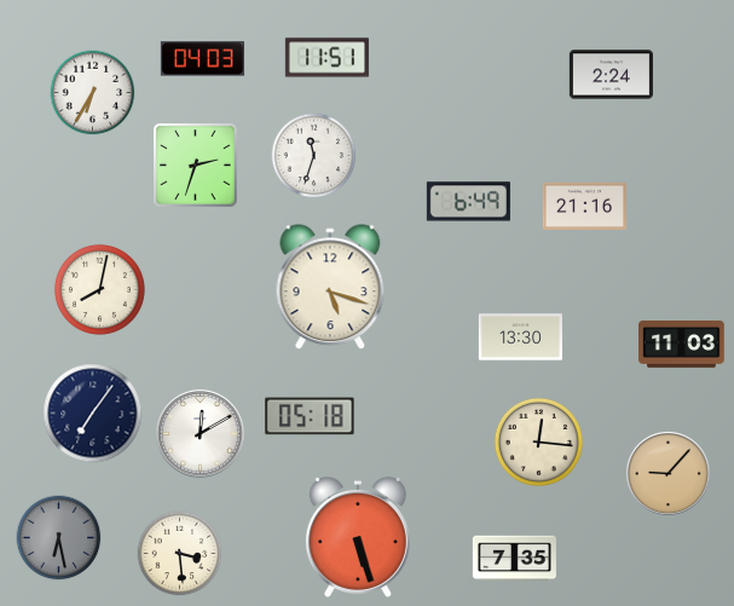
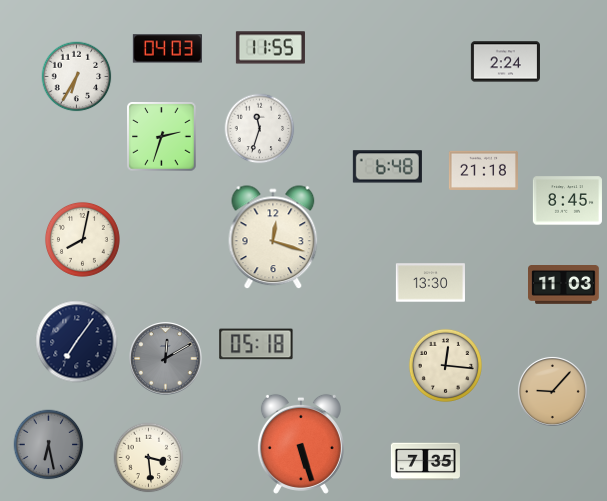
clock at (326, 58): 11:51 -> 11:55
clock at (468, 202): 6:49 -> 6:48
clock at (584, 206): 21:16 -> 21:18
clock at (567, 201): none -> 8:45
clock at (330, 288): 5:18 -> 12:18
clock at (520, 337) position: (520, 337) -> (430, 283)
clock at (201, 434) dial: white -> grey
clock at (358, 537) position: (358, 537) -> (301, 444)
